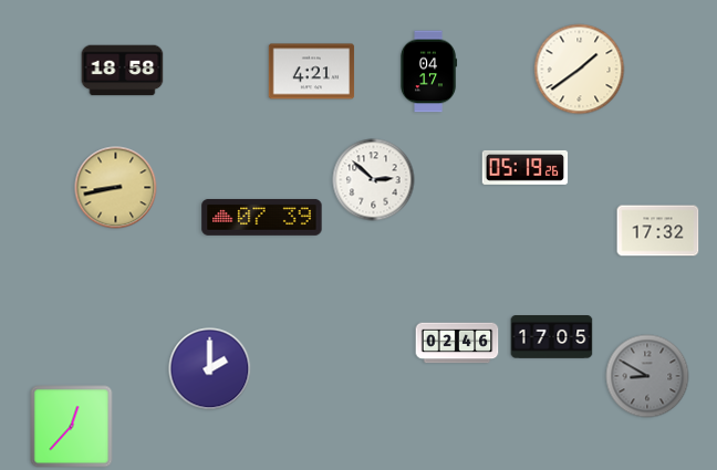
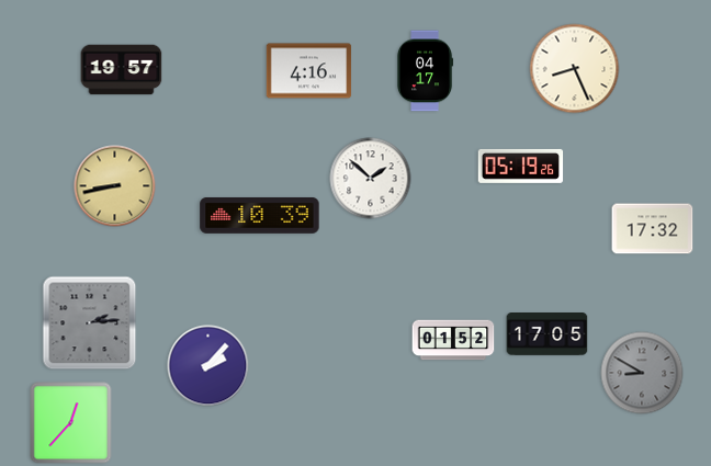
clock at (580, 70): 1:39 -> 8:26
clock at (123, 71): 18:58 -> 19:57
clock at (312, 72): 4:21 -> 4:16
clock at (374, 180): 2:52 -> 1:52
clock at (262, 217): 07:39 -> 10:39
clock at (90, 323): none -> 2:14
clock at (457, 343): 02:46 -> 01:52
clock at (210, 369): 2:00 -> 2:07
